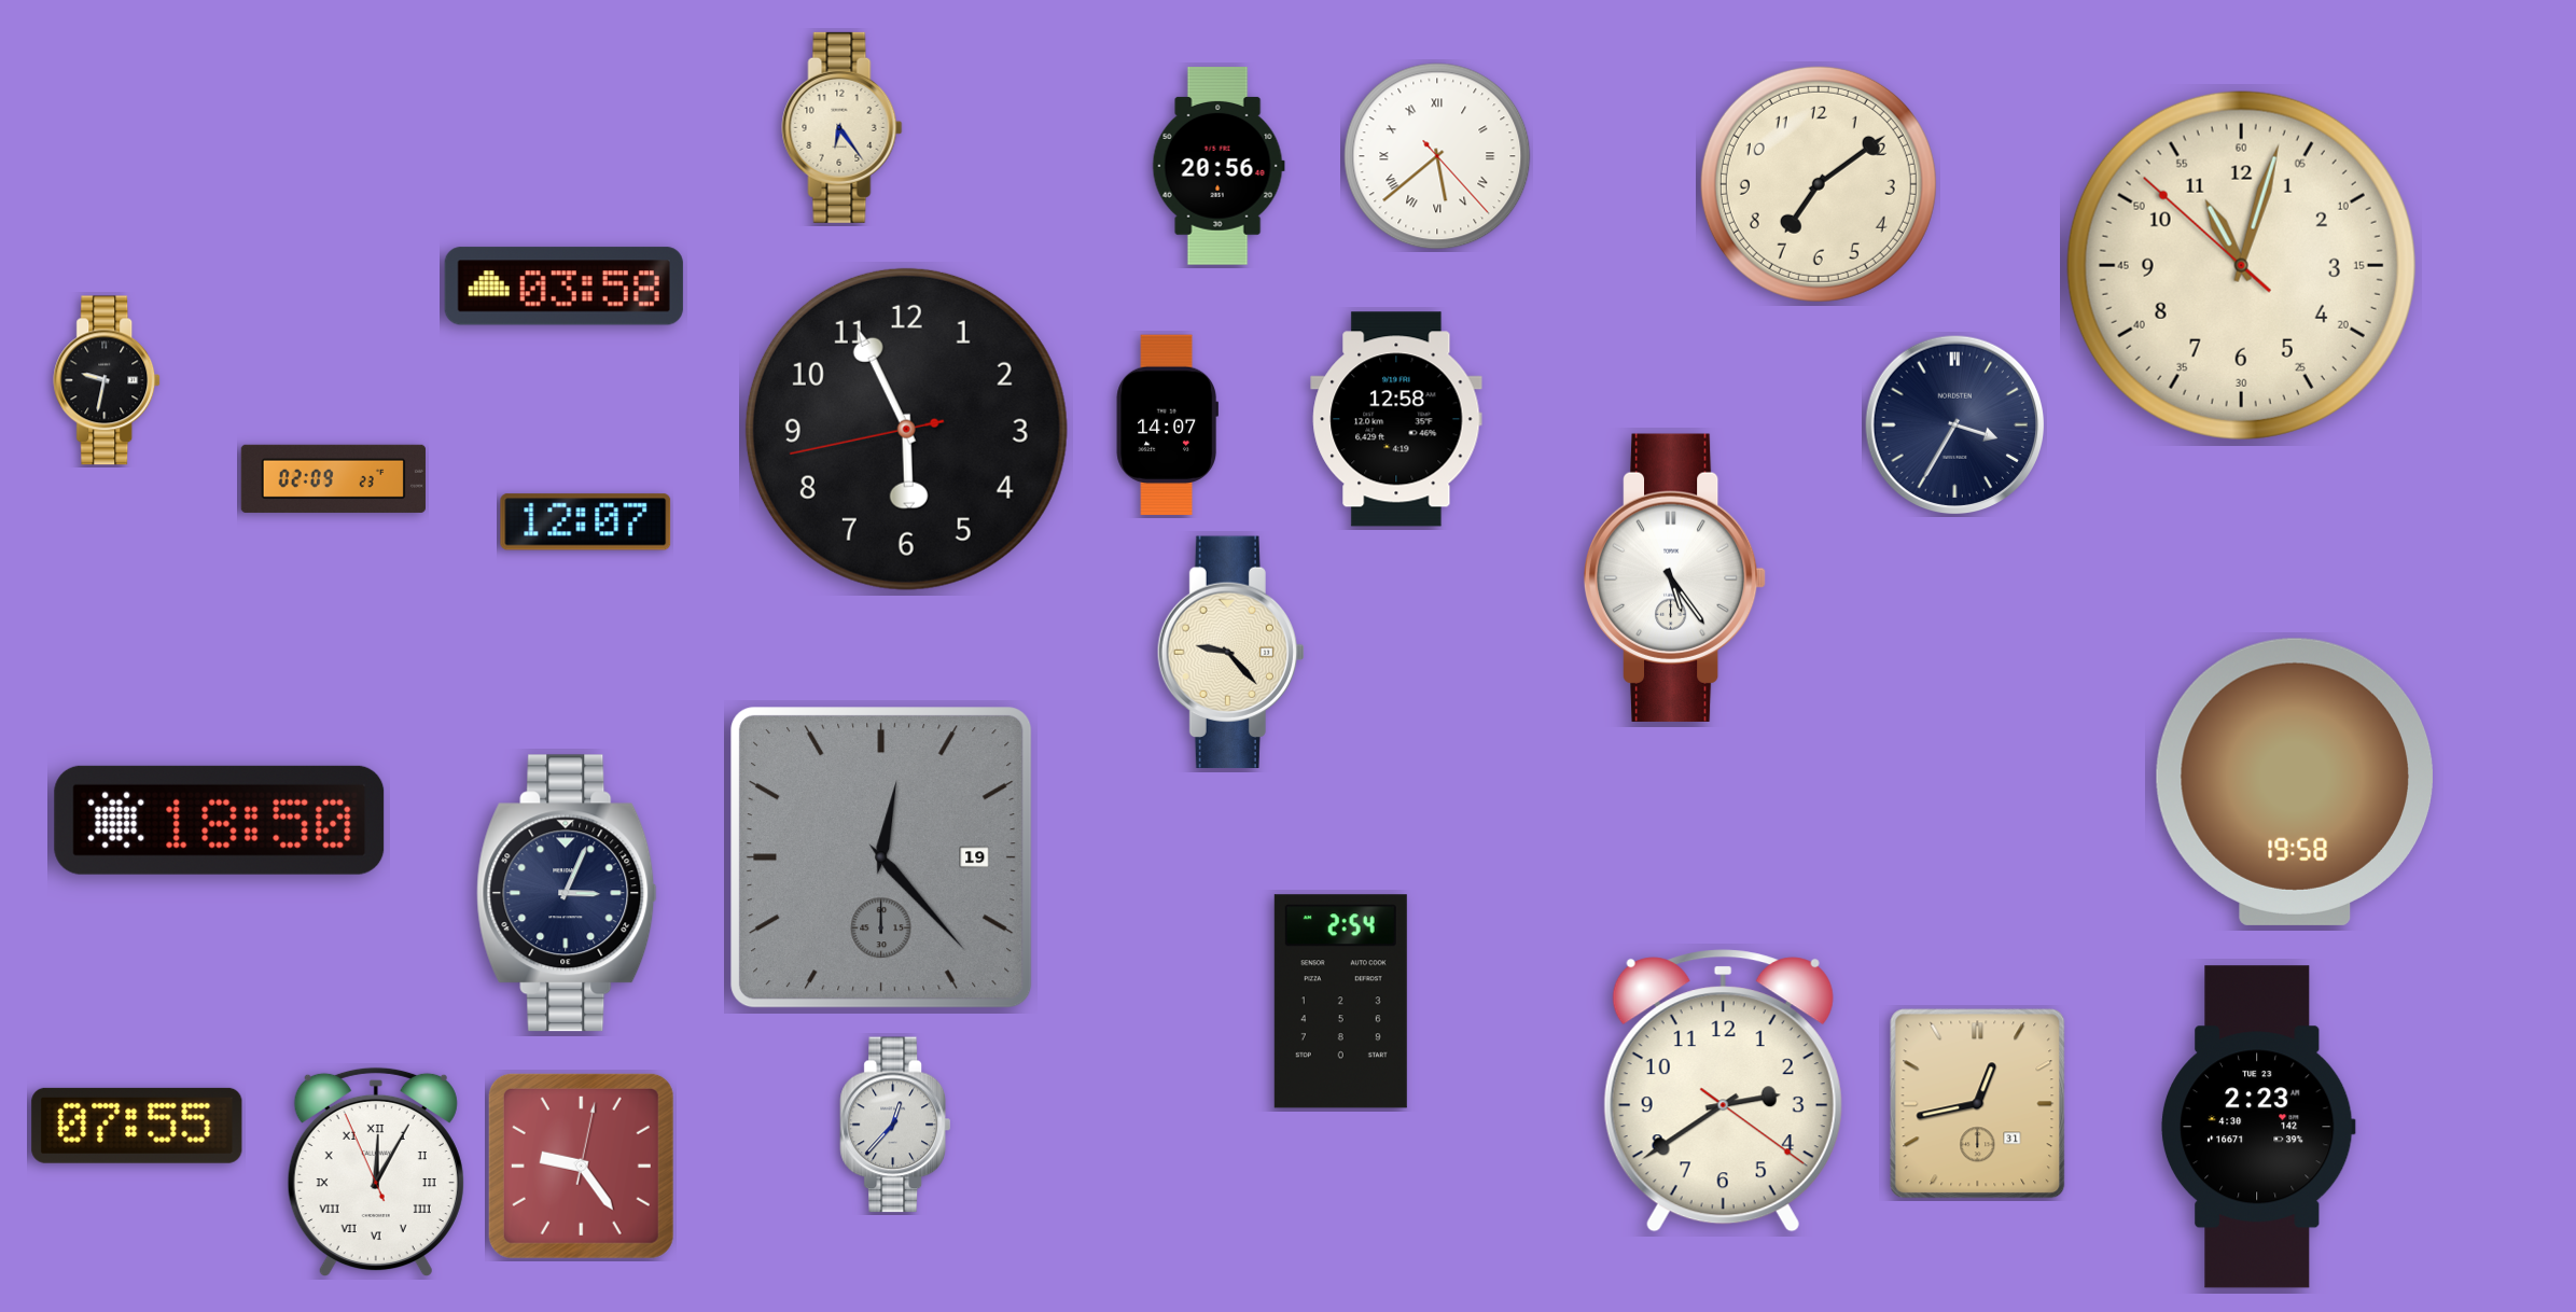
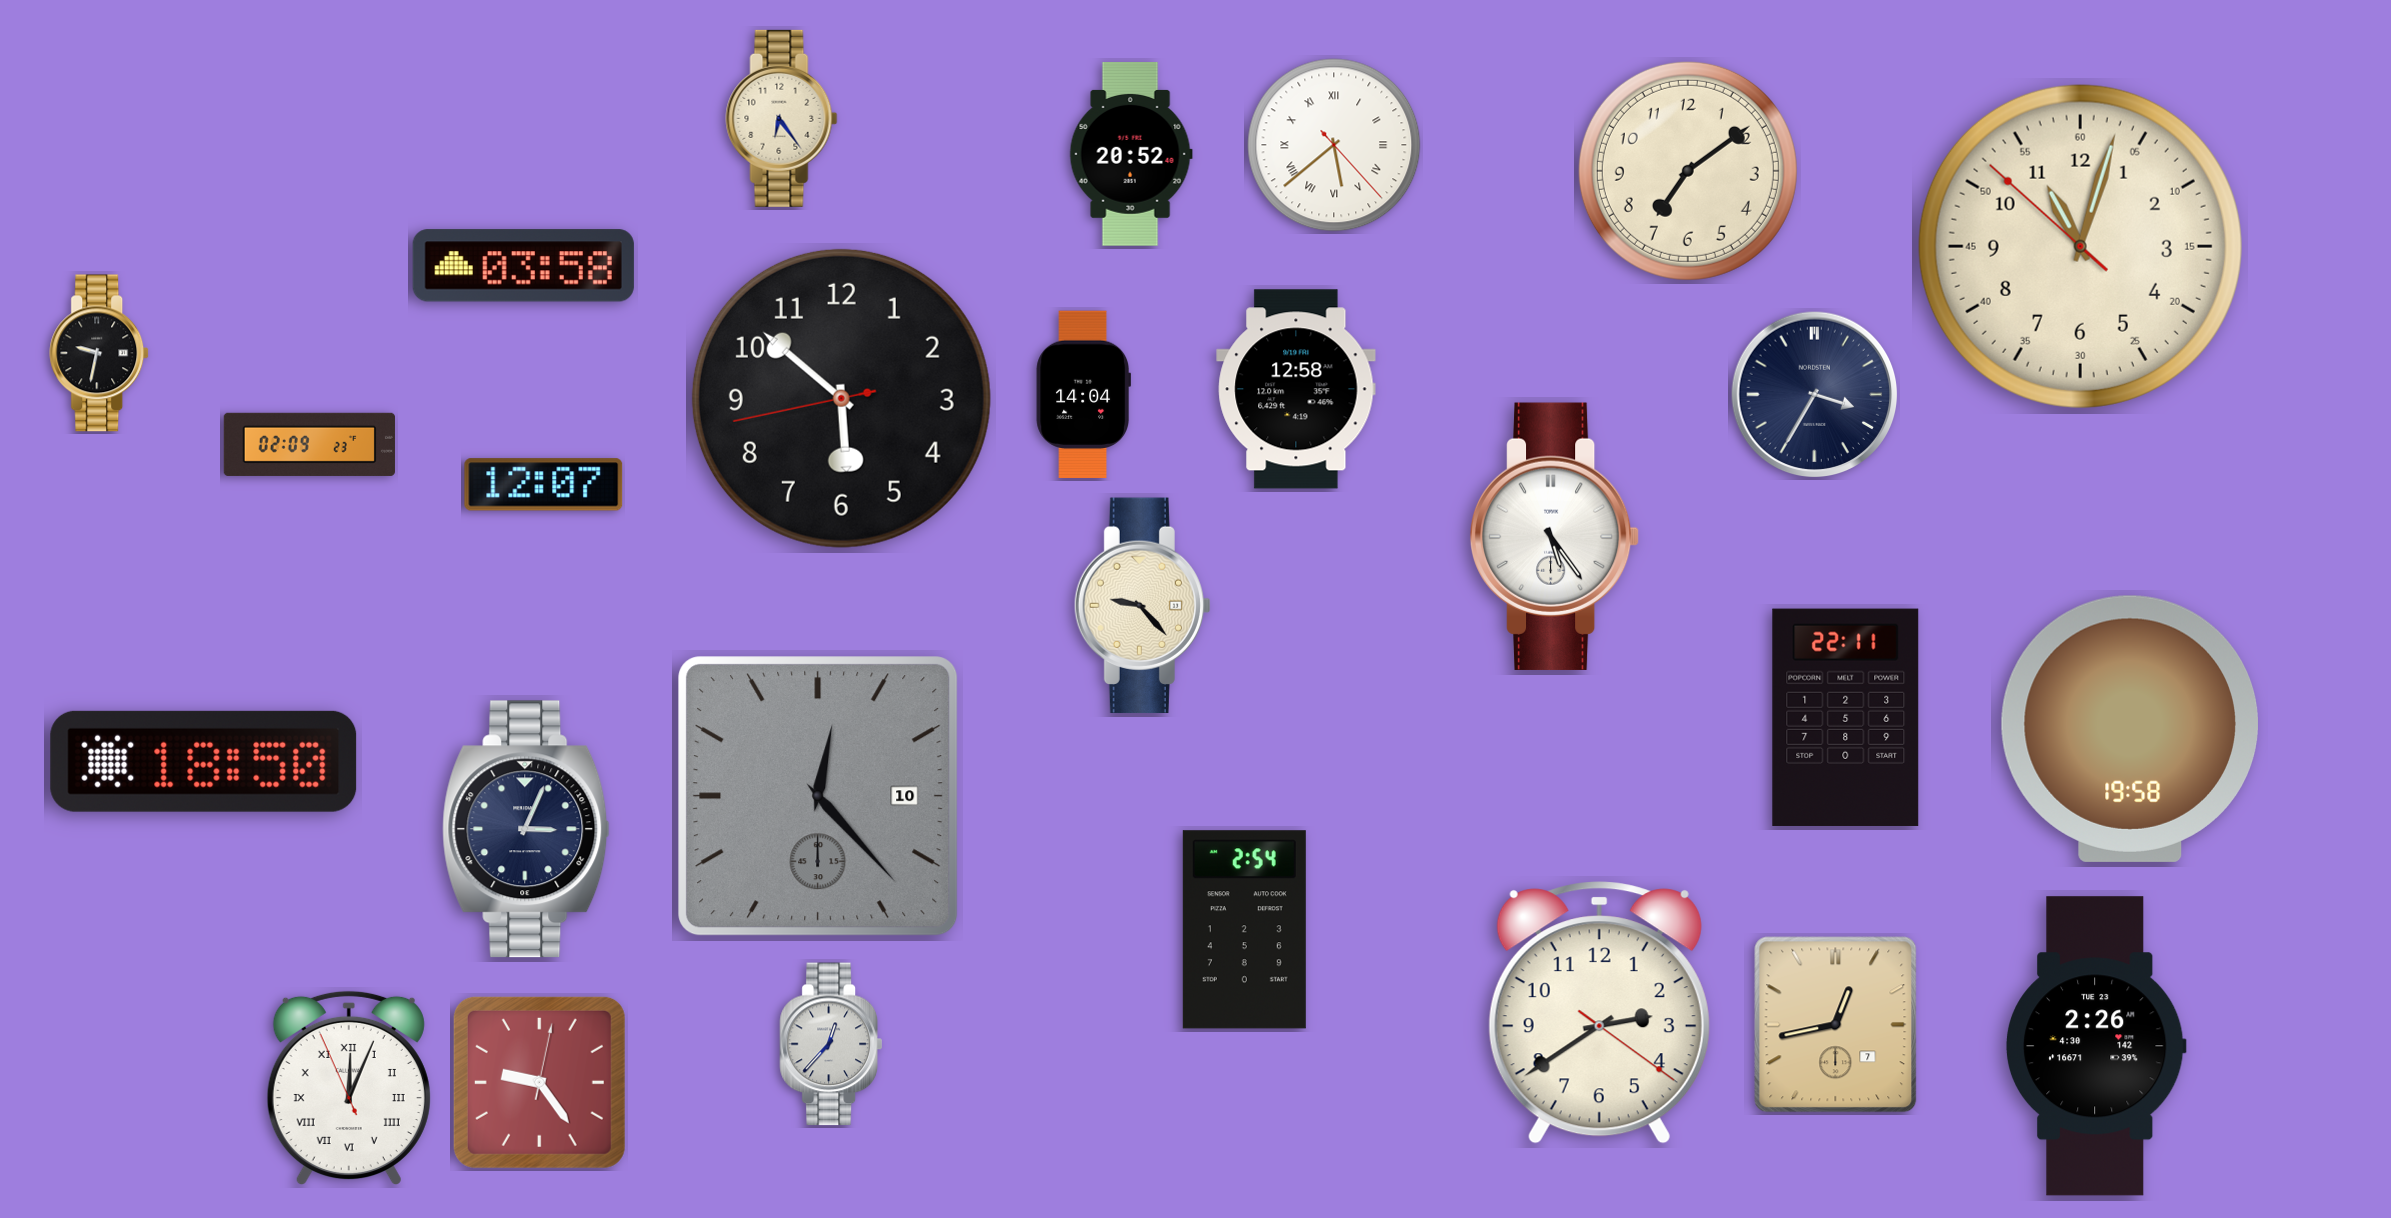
clock at (1219, 166): 20:56 -> 20:52
clock at (1167, 425): 14:07 -> 14:04
clock at (906, 429): 5:55 -> 5:51
clock at (1846, 717): none -> 22:11
clock at (2295, 782) position: (2295, 782) -> (2130, 729)
clock at (881, 857) date: 19 -> 10
clock at (1978, 1104) date: 31 -> 7
clock at (137, 1126): 07:55 -> none
clock at (2258, 1127): 2:23 -> 2:26
clock at (376, 1172): 12:04 -> 12:03
